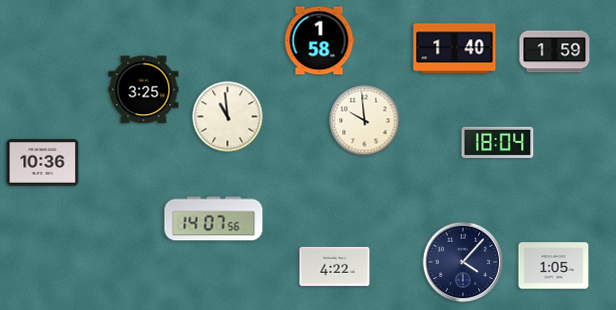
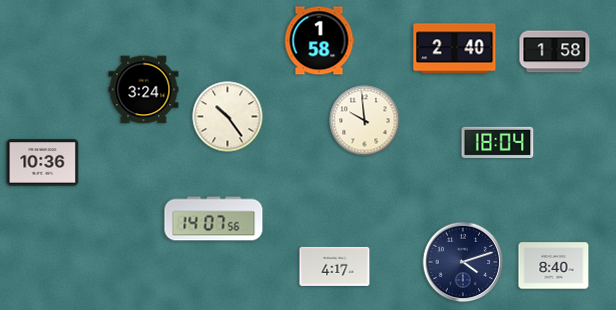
clock at (455, 49): 1:40 -> 2:40
clock at (555, 52): 1:59 -> 1:58
clock at (144, 90): 3:25 -> 3:24
clock at (228, 117): 10:59 -> 10:24
clock at (463, 262): 4:07 -> 4:12
clock at (335, 266): 4:22 -> 4:17
clock at (554, 266): 1:05 -> 8:40
